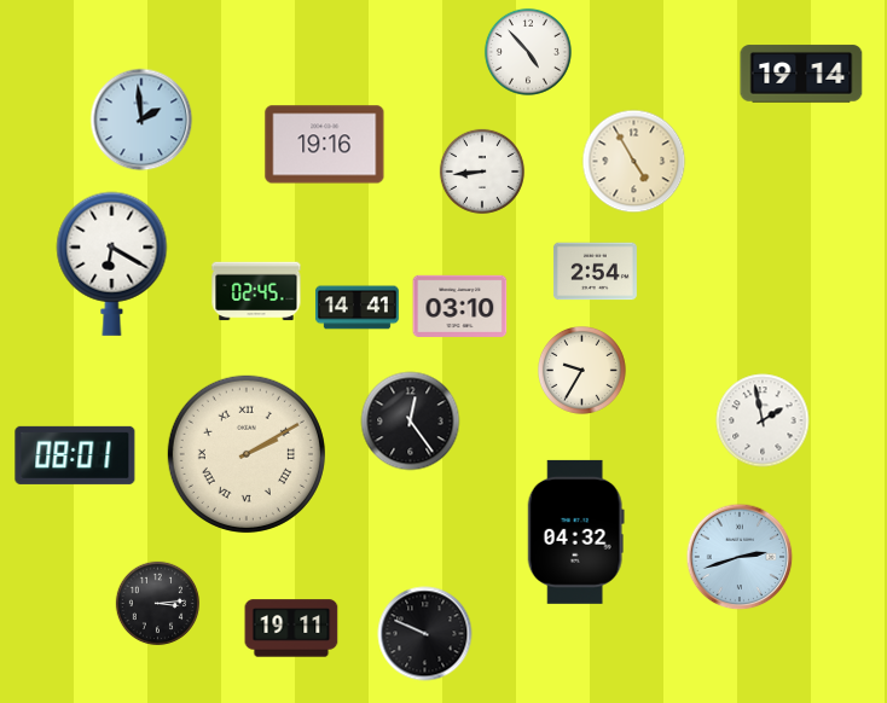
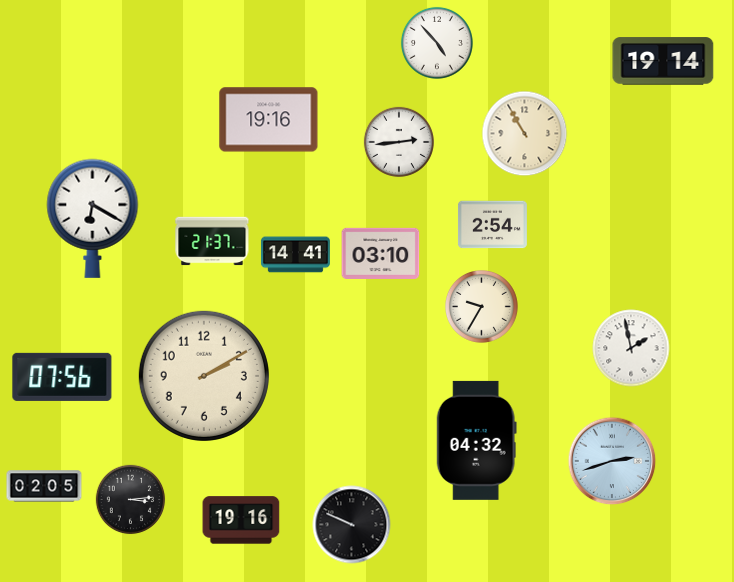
clock at (141, 120): 1:59 -> none
clock at (634, 162): 4:55 -> 10:55
clock at (481, 170): 8:44 -> 2:44
clock at (256, 291): 02:45 -> 21:37
clock at (411, 422): 12:24 -> none
clock at (247, 454) numerals: Roman -> Arabic
clock at (75, 455): 08:01 -> 07:56
clock at (44, 486): none -> 02:05
clock at (291, 628): 19:11 -> 19:16
